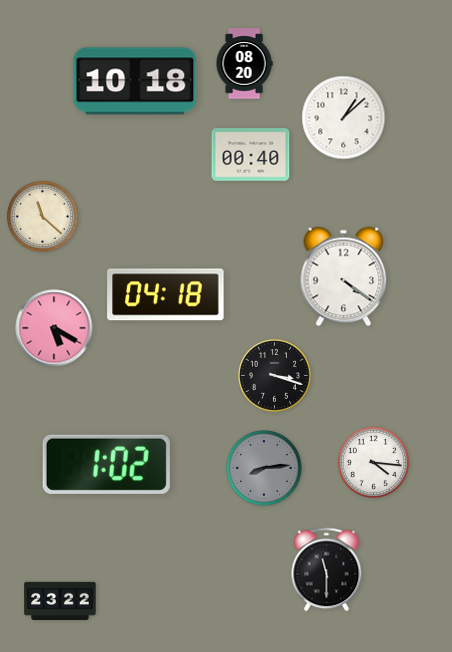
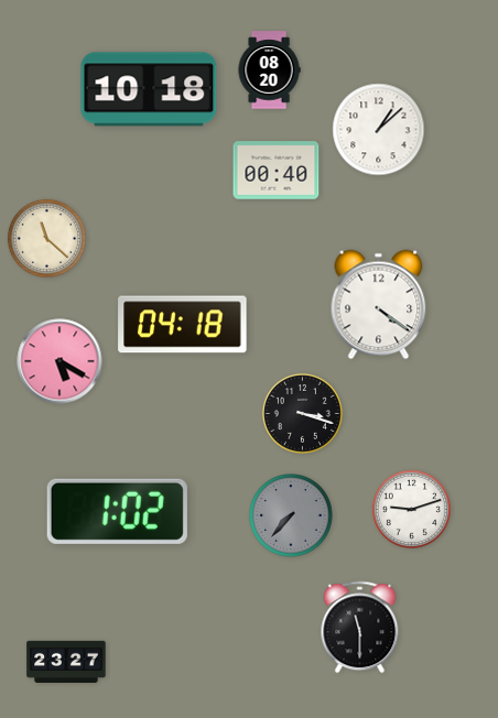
clock at (373, 462): 4:16 -> 9:12
clock at (264, 468): 8:14 -> 7:37
clock at (60, 600): 23:22 -> 23:27
